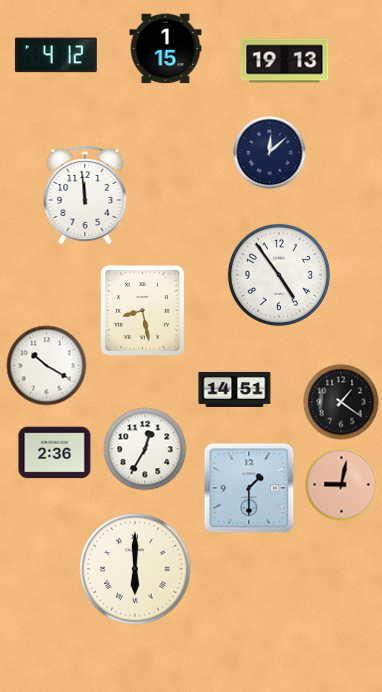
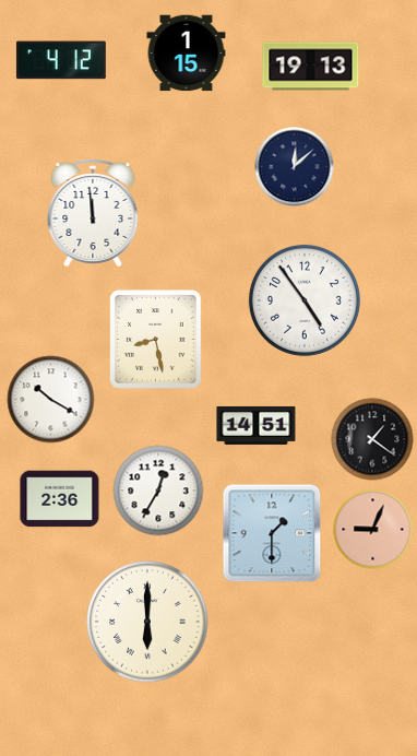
clock at (166, 49) position: (166, 49) -> (187, 54)
clock at (55, 453) position: (55, 453) -> (60, 499)
clock at (342, 485): 9:02 -> 9:04
